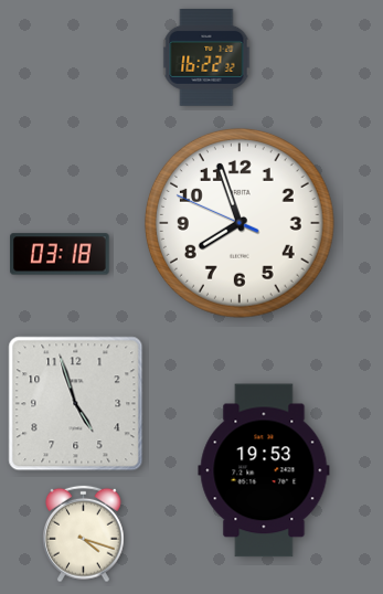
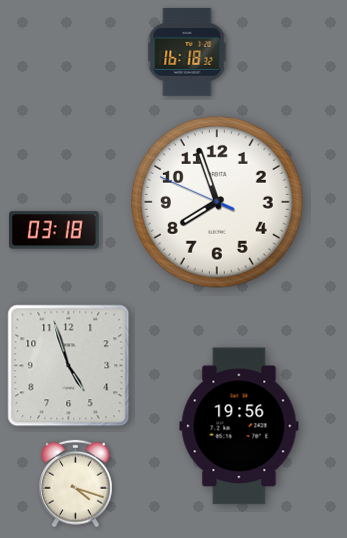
clock at (206, 59): 16:22 -> 16:18
clock at (264, 470): 19:53 -> 19:56
